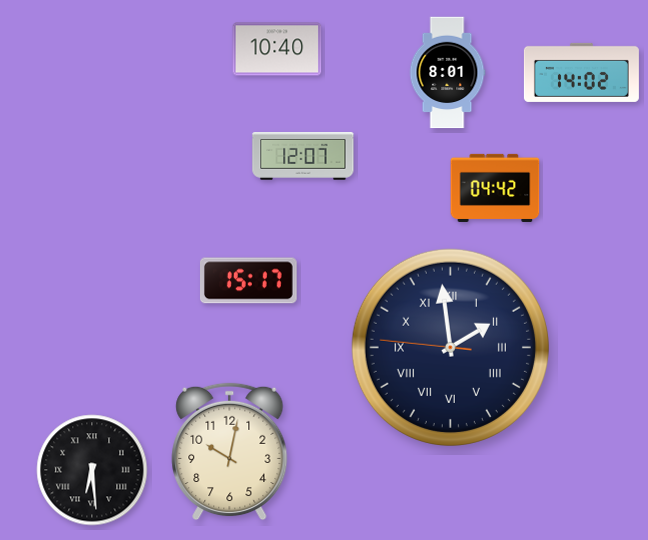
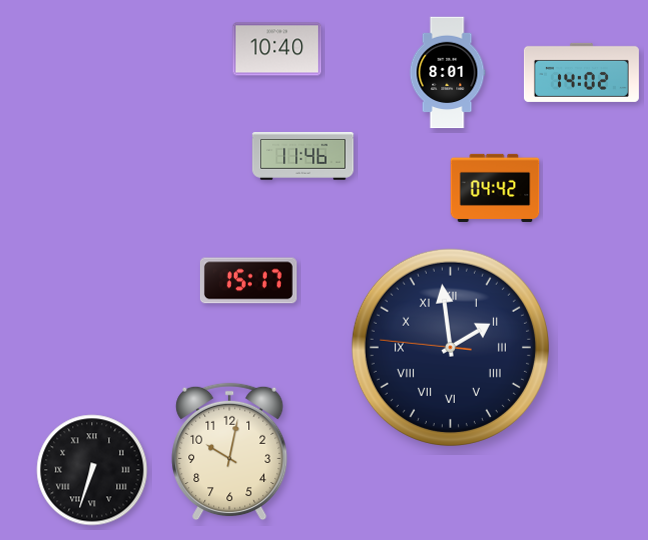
clock at (303, 157): 12:07 -> 11:46
clock at (92, 470): 6:29 -> 6:33
